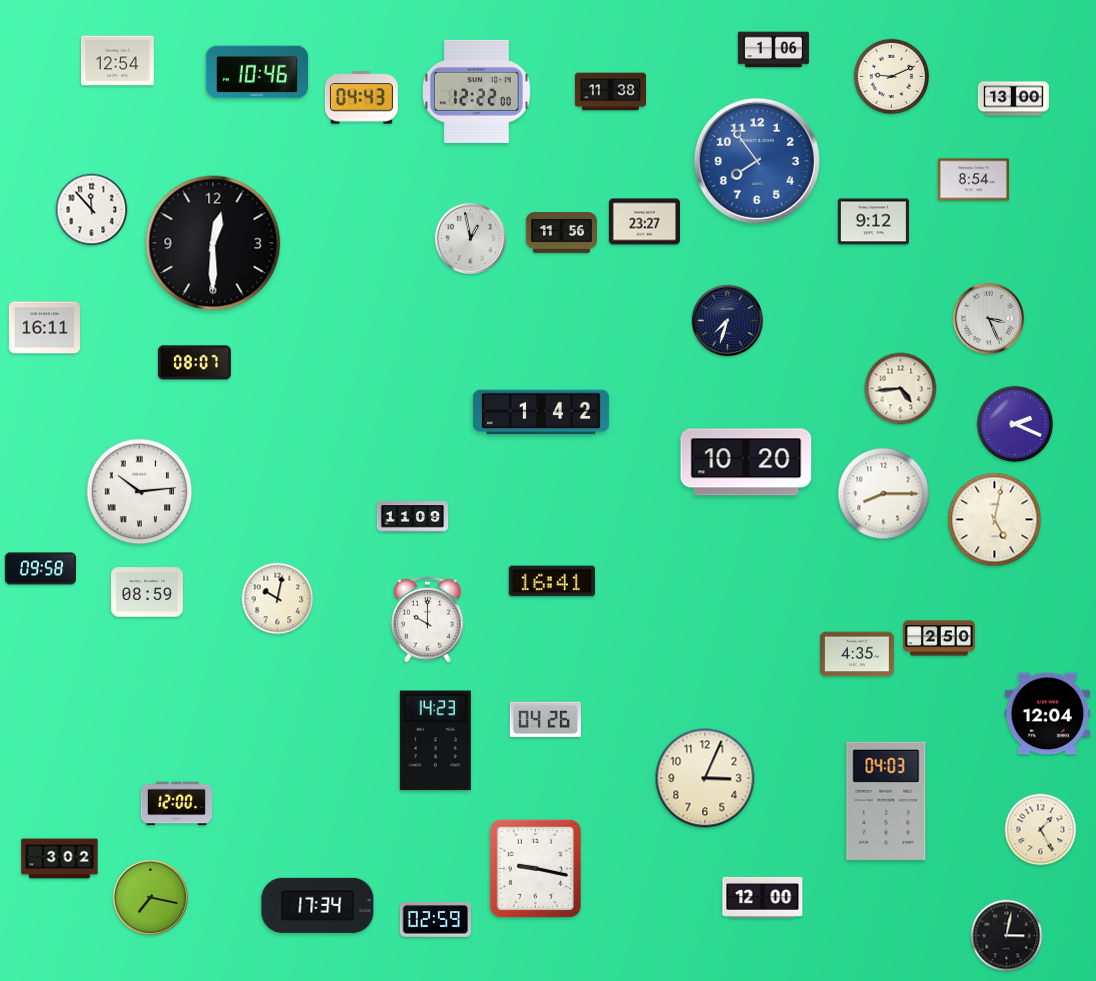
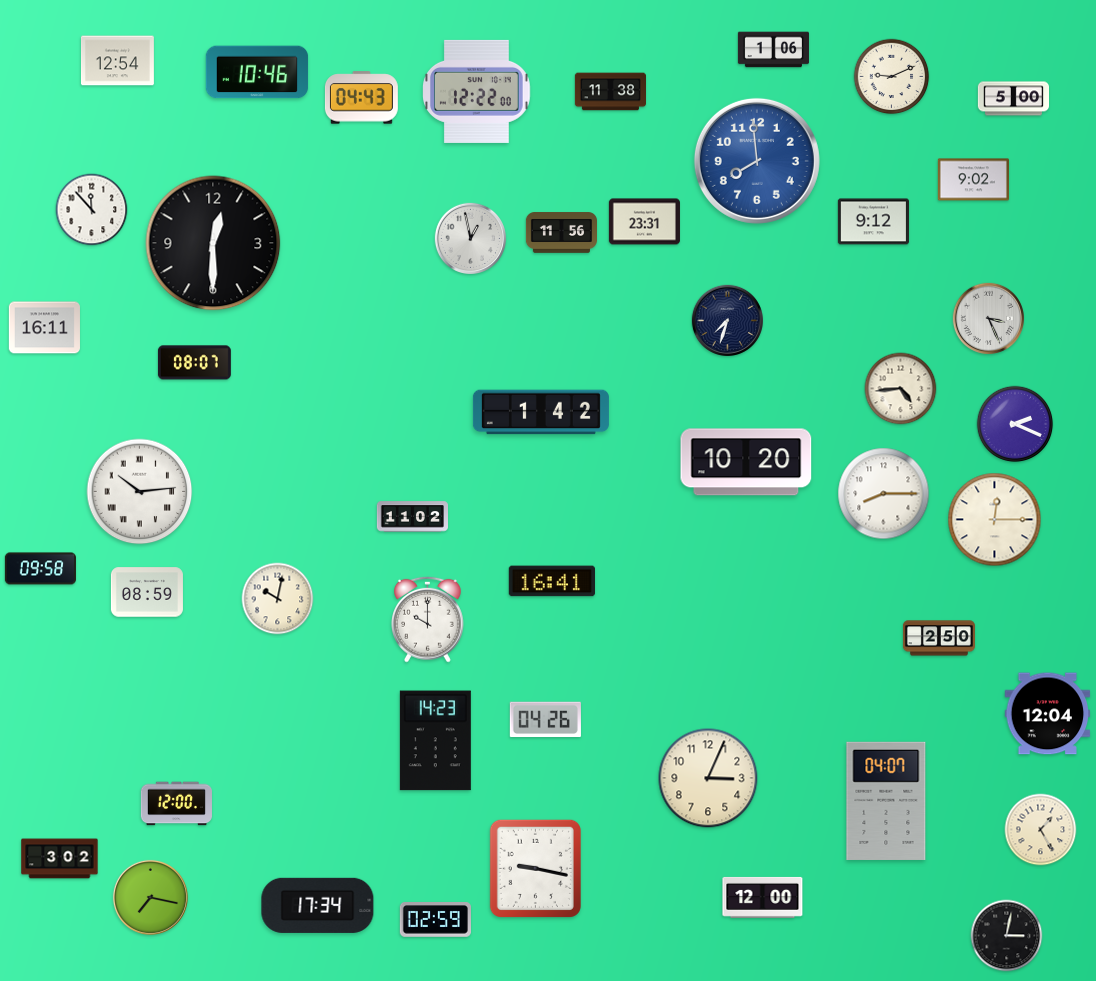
clock at (1013, 99): 13:00 -> 5:00
clock at (757, 161): 7:54 -> 7:59
clock at (973, 180): 8:54 -> 9:02
clock at (644, 222): 23:27 -> 23:31
clock at (412, 517): 11:09 -> 11:02
clock at (995, 520): 5:02 -> 12:15
clock at (857, 654): 4:35 -> none
clock at (705, 778) position: (705, 778) -> (708, 778)
clock at (886, 801): 04:03 -> 04:07
